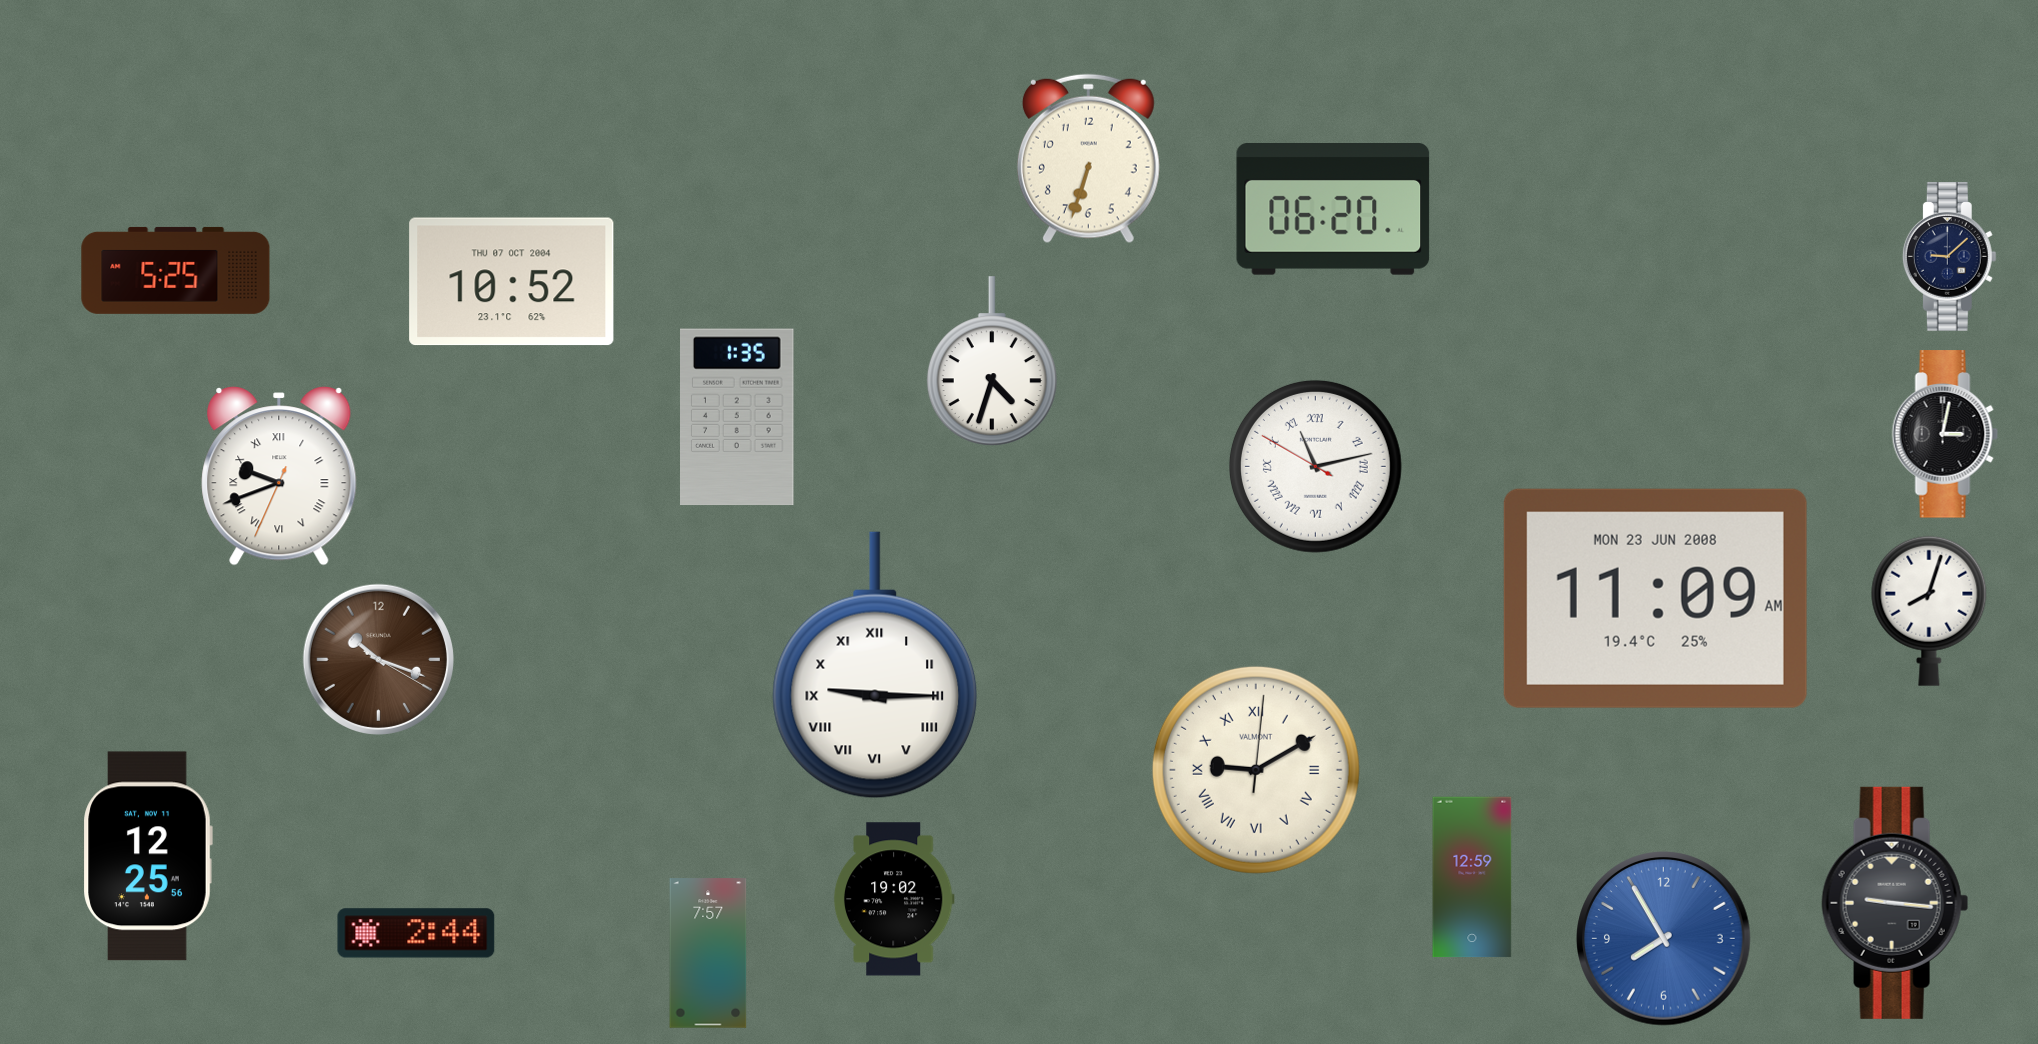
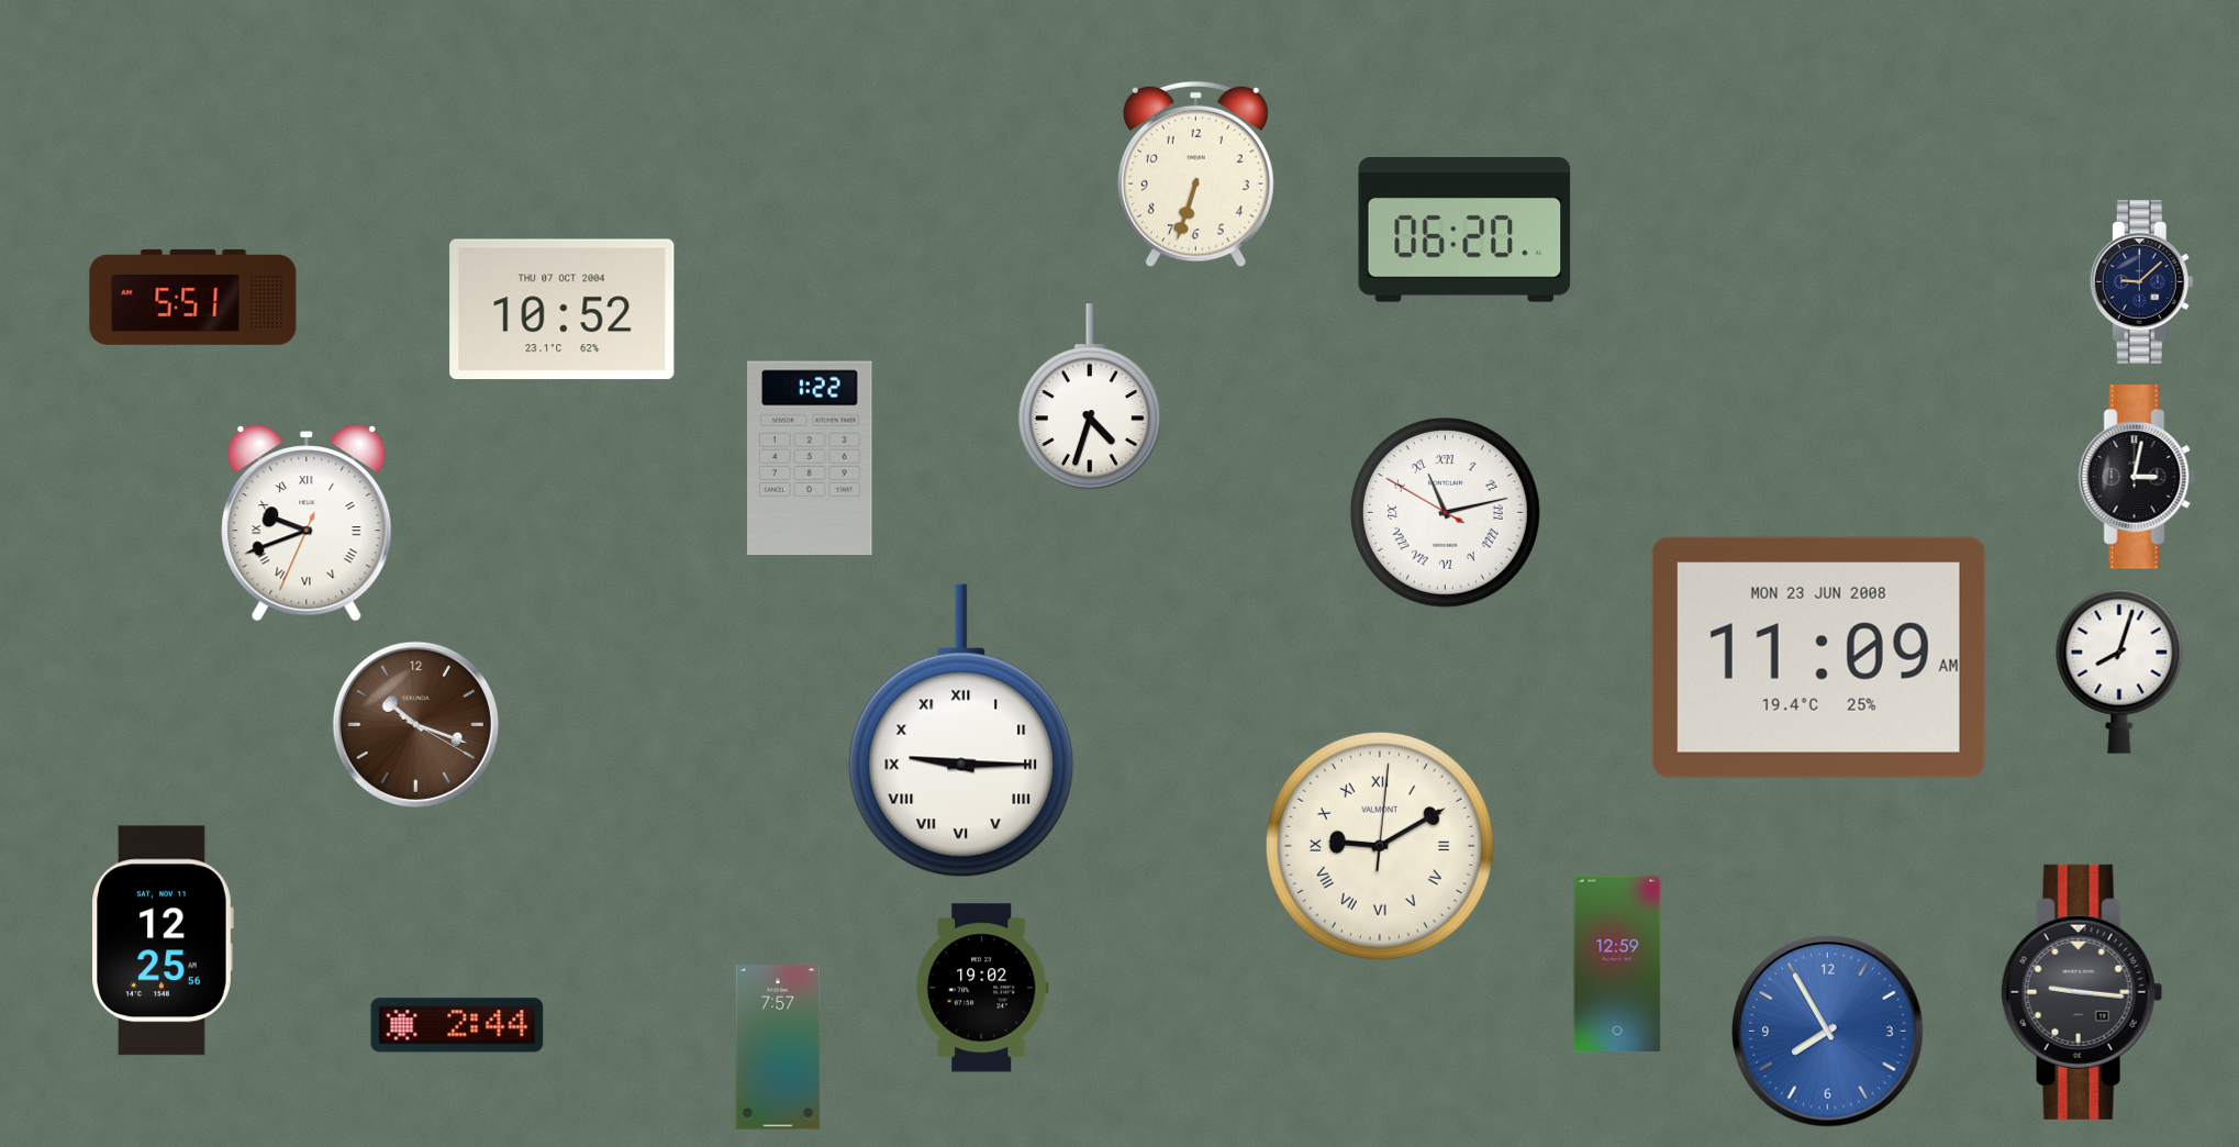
clock at (176, 270): 5:25 -> 5:51
clock at (737, 417): 1:35 -> 1:22
